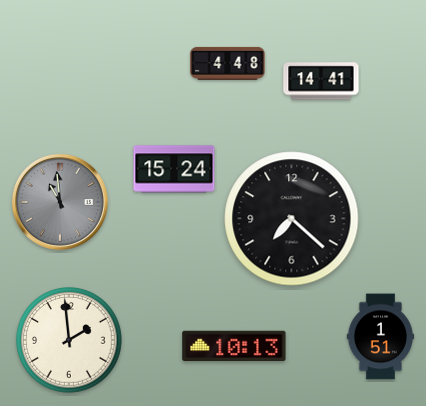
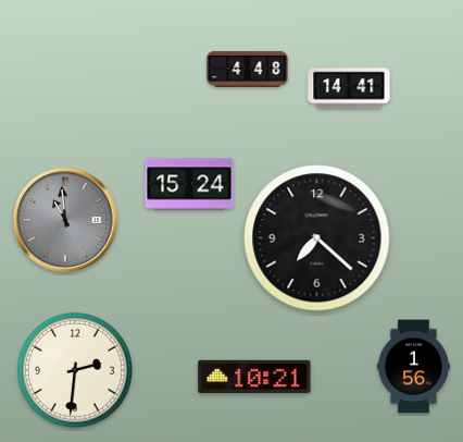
clock at (381, 337): 1:51 -> 1:56
clock at (69, 340): 1:59 -> 2:31
clock at (234, 346): 10:13 -> 10:21
